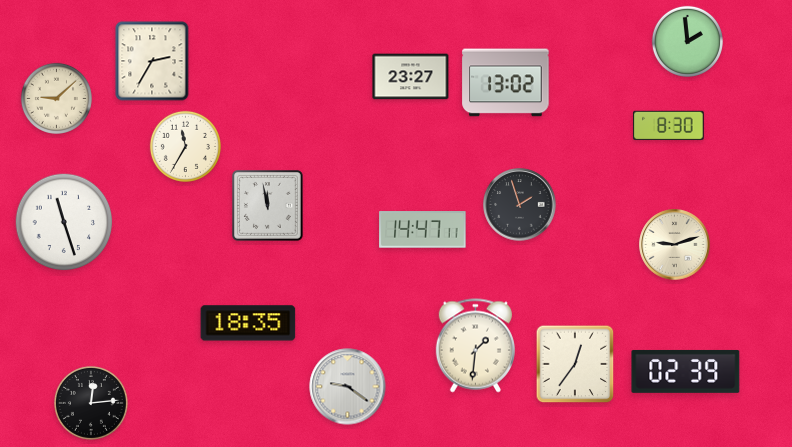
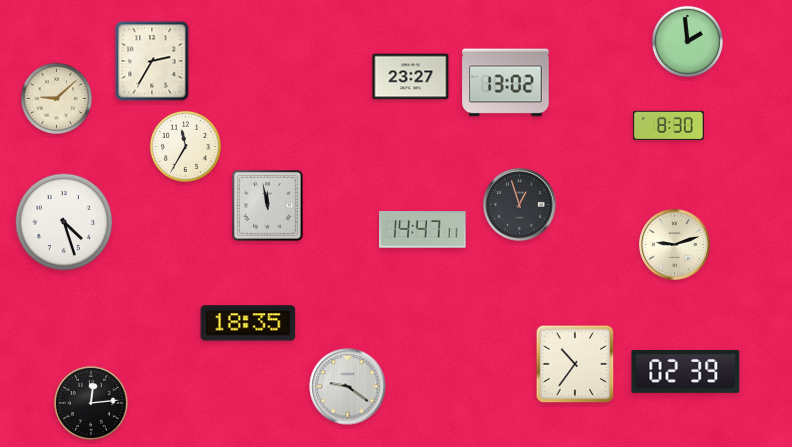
clock at (520, 205): 1:57 -> 12:57
clock at (64, 222): 11:27 -> 4:27
clock at (475, 346): 1:31 -> none
clock at (575, 364): 12:36 -> 10:36
